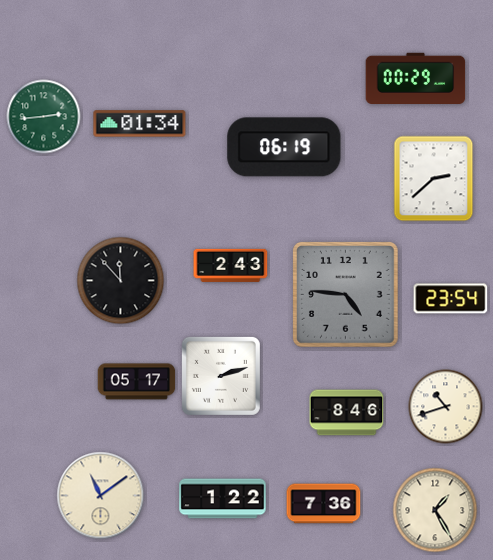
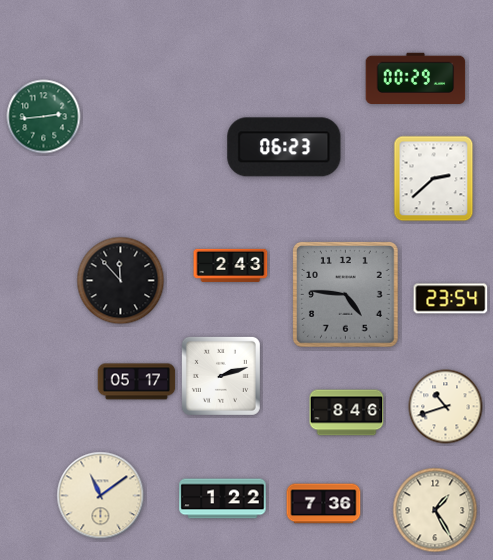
clock at (140, 124): 01:34 -> none
clock at (284, 147): 06:19 -> 06:23
